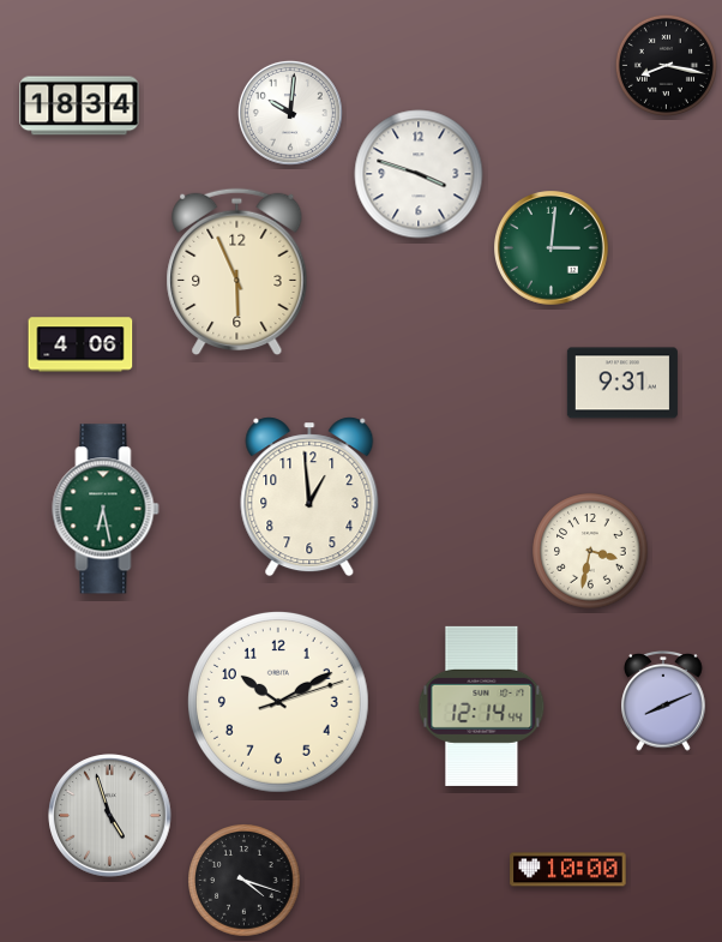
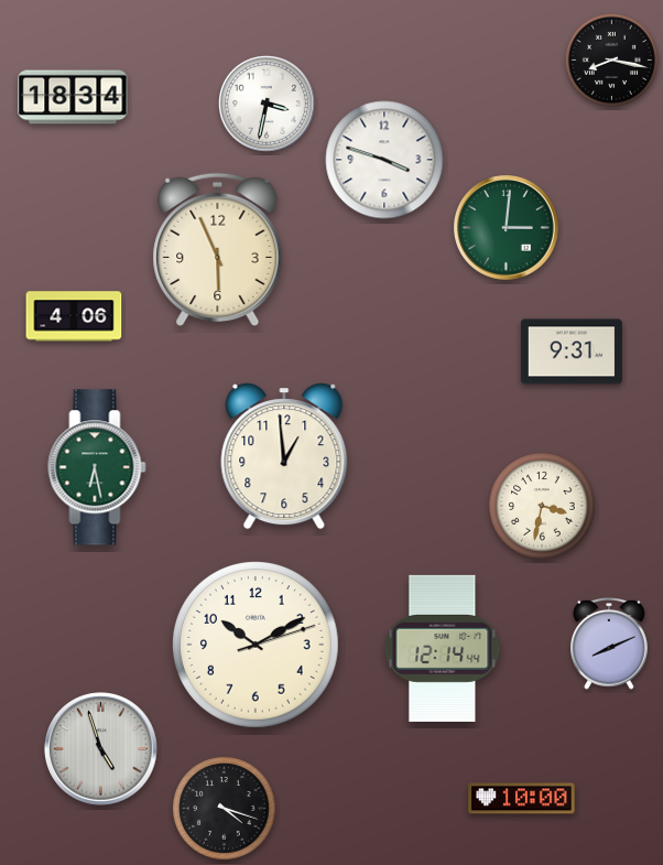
clock at (290, 113): 10:01 -> 3:32
